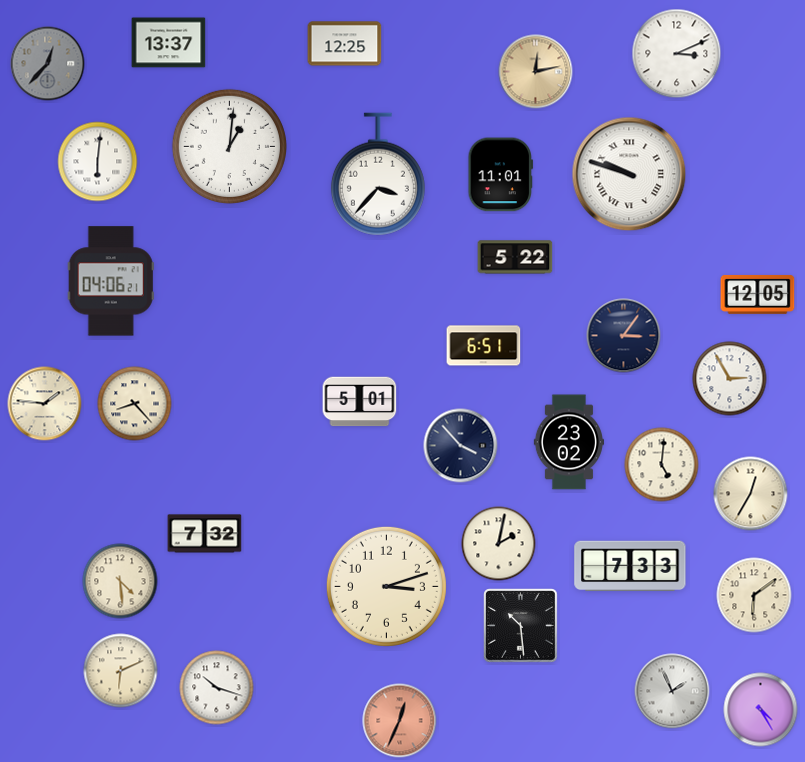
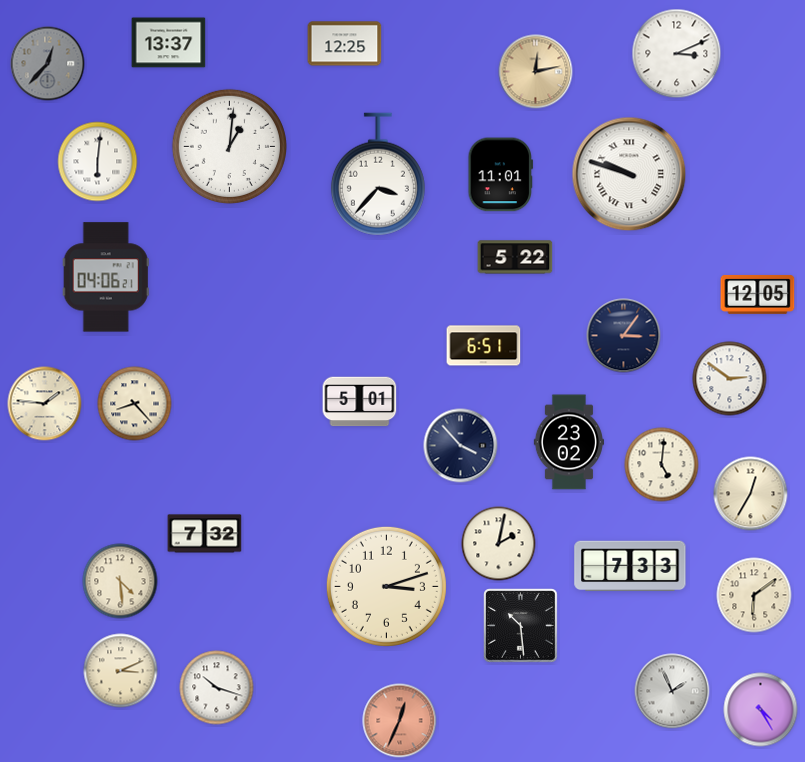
clock at (111, 281) position: (111, 281) -> (106, 277)
clock at (730, 379): 2:55 -> 2:51
clock at (121, 671): 6:11 -> 3:11
